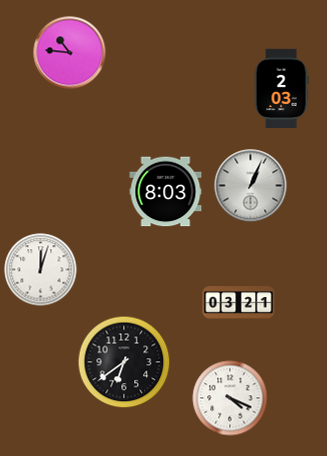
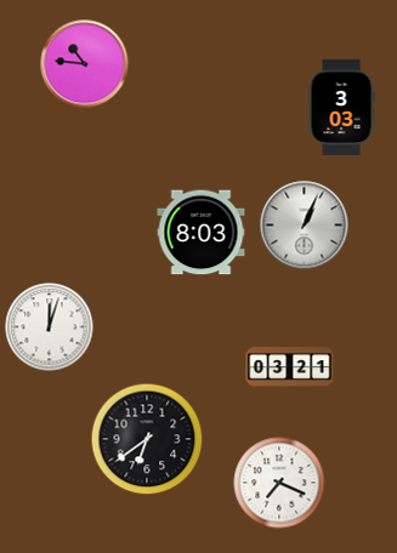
clock at (281, 89): 2:03 -> 3:03
clock at (124, 362) position: (124, 362) -> (147, 439)
clock at (230, 398): 4:19 -> 7:19
